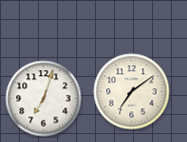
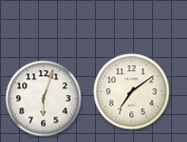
clock at (44, 99): 7:03 -> 6:03
